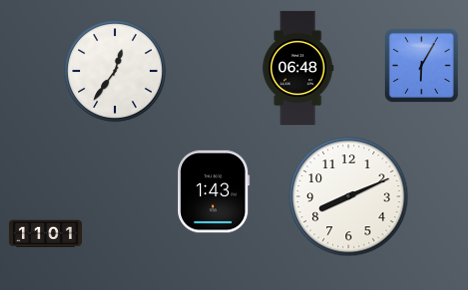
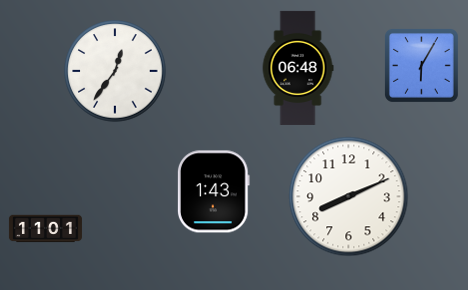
clock at (45, 234) position: (45, 234) -> (45, 229)
